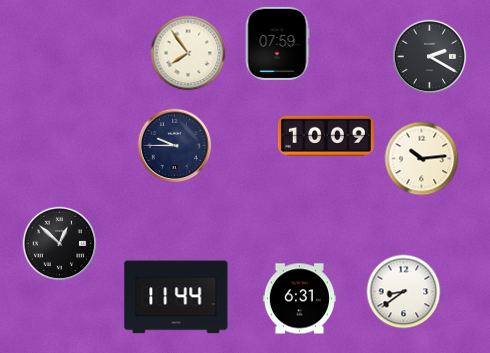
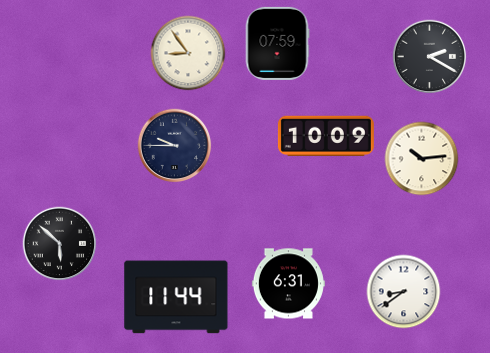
clock at (188, 53): 7:54 -> 8:54
clock at (60, 244): 12:52 -> 5:52
clock at (299, 299) position: (299, 299) -> (288, 284)
